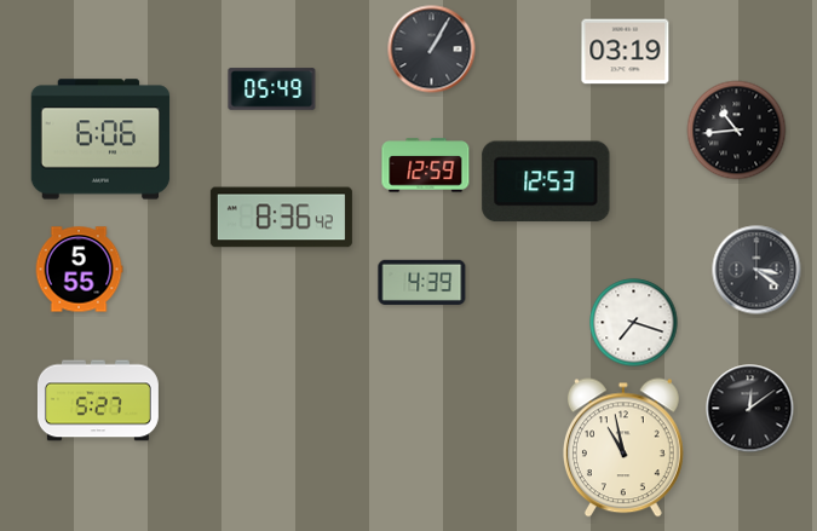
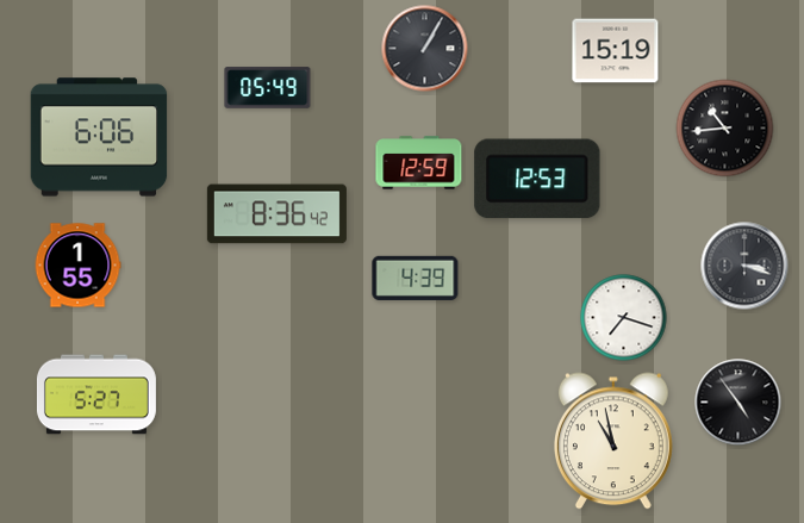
clock at (626, 52): 03:19 -> 15:19
clock at (79, 270): 5:55 -> 1:55
clock at (756, 270): 3:21 -> 3:18
clock at (750, 409): 12:09 -> 4:54
